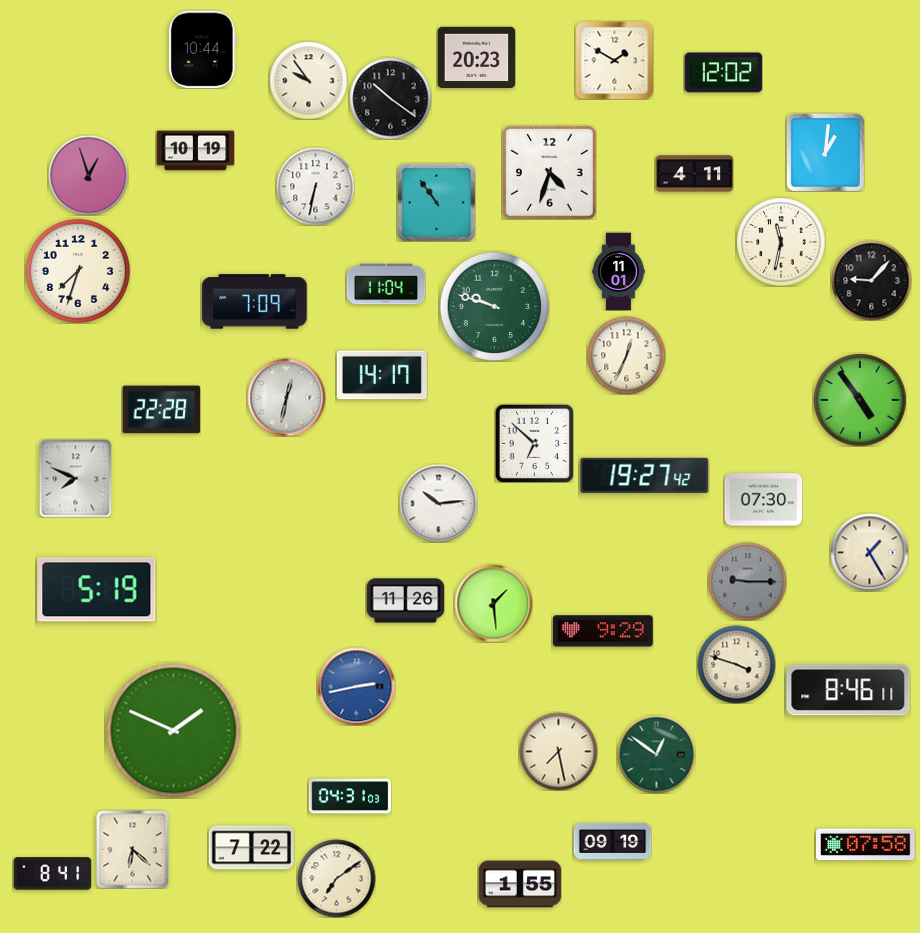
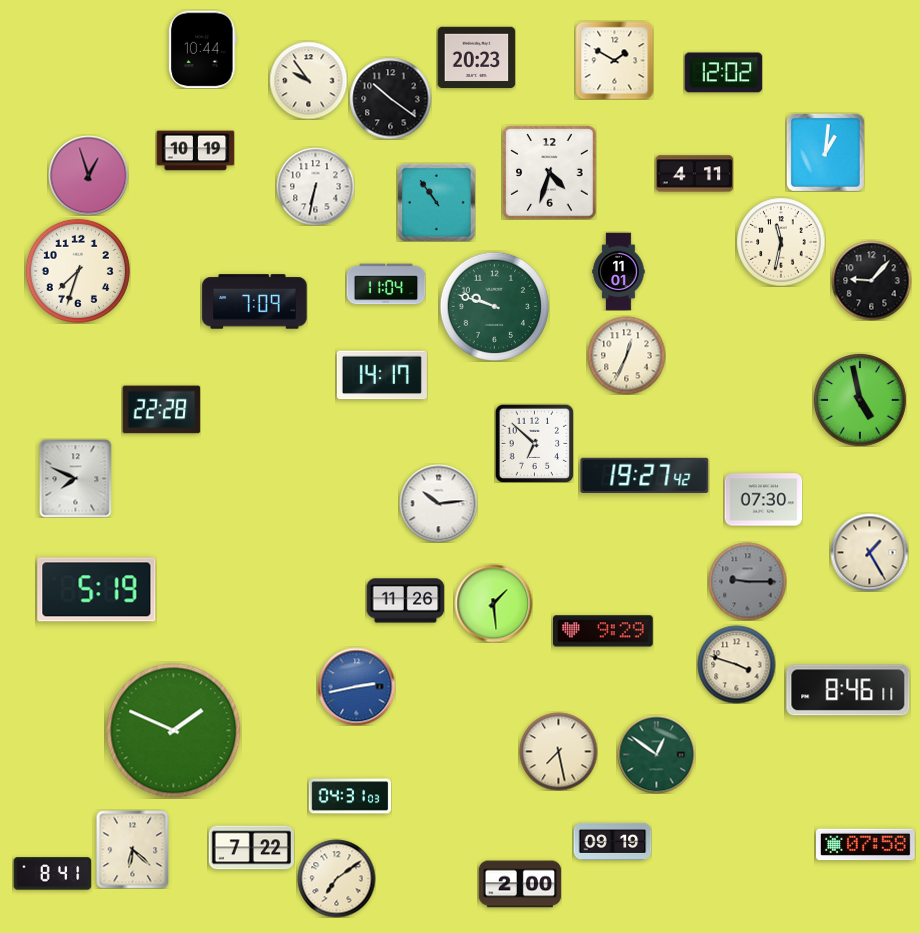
clock at (286, 397): 12:32 -> none
clock at (860, 400): 4:54 -> 4:58
clock at (520, 884): 1:55 -> 2:00
